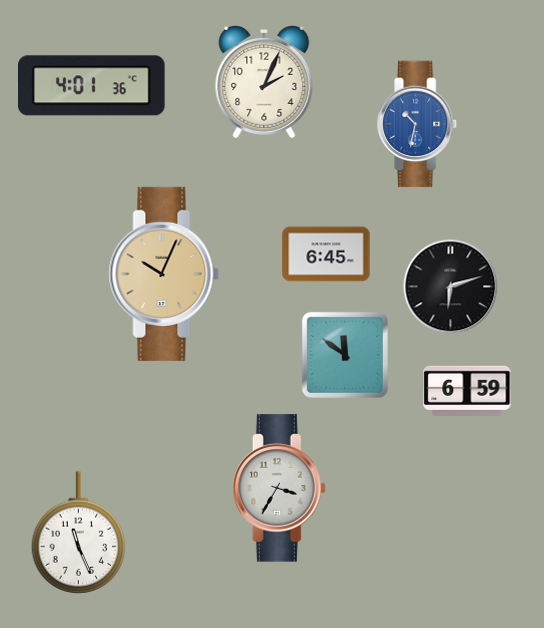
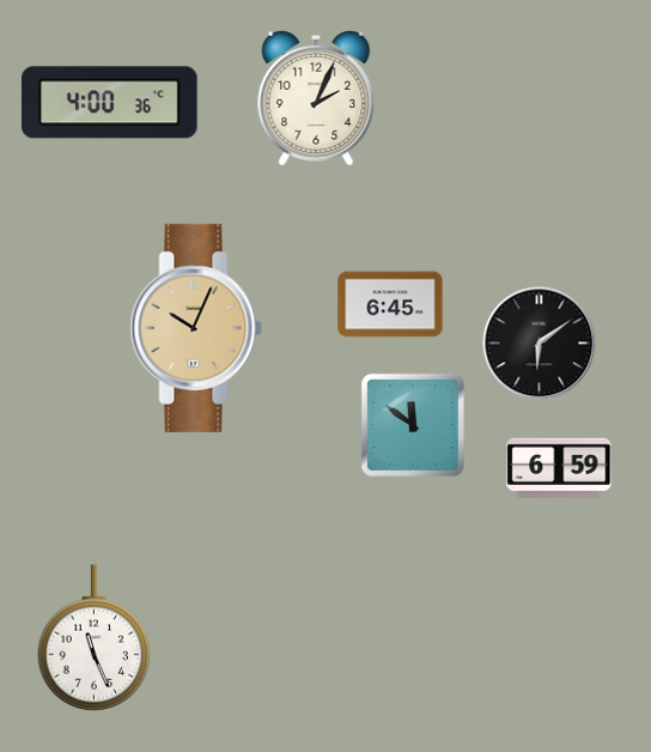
clock at (92, 86): 4:01 -> 4:00
clock at (418, 124): 10:32 -> none
clock at (451, 287): 6:12 -> 6:09
clock at (280, 488): 3:35 -> none
